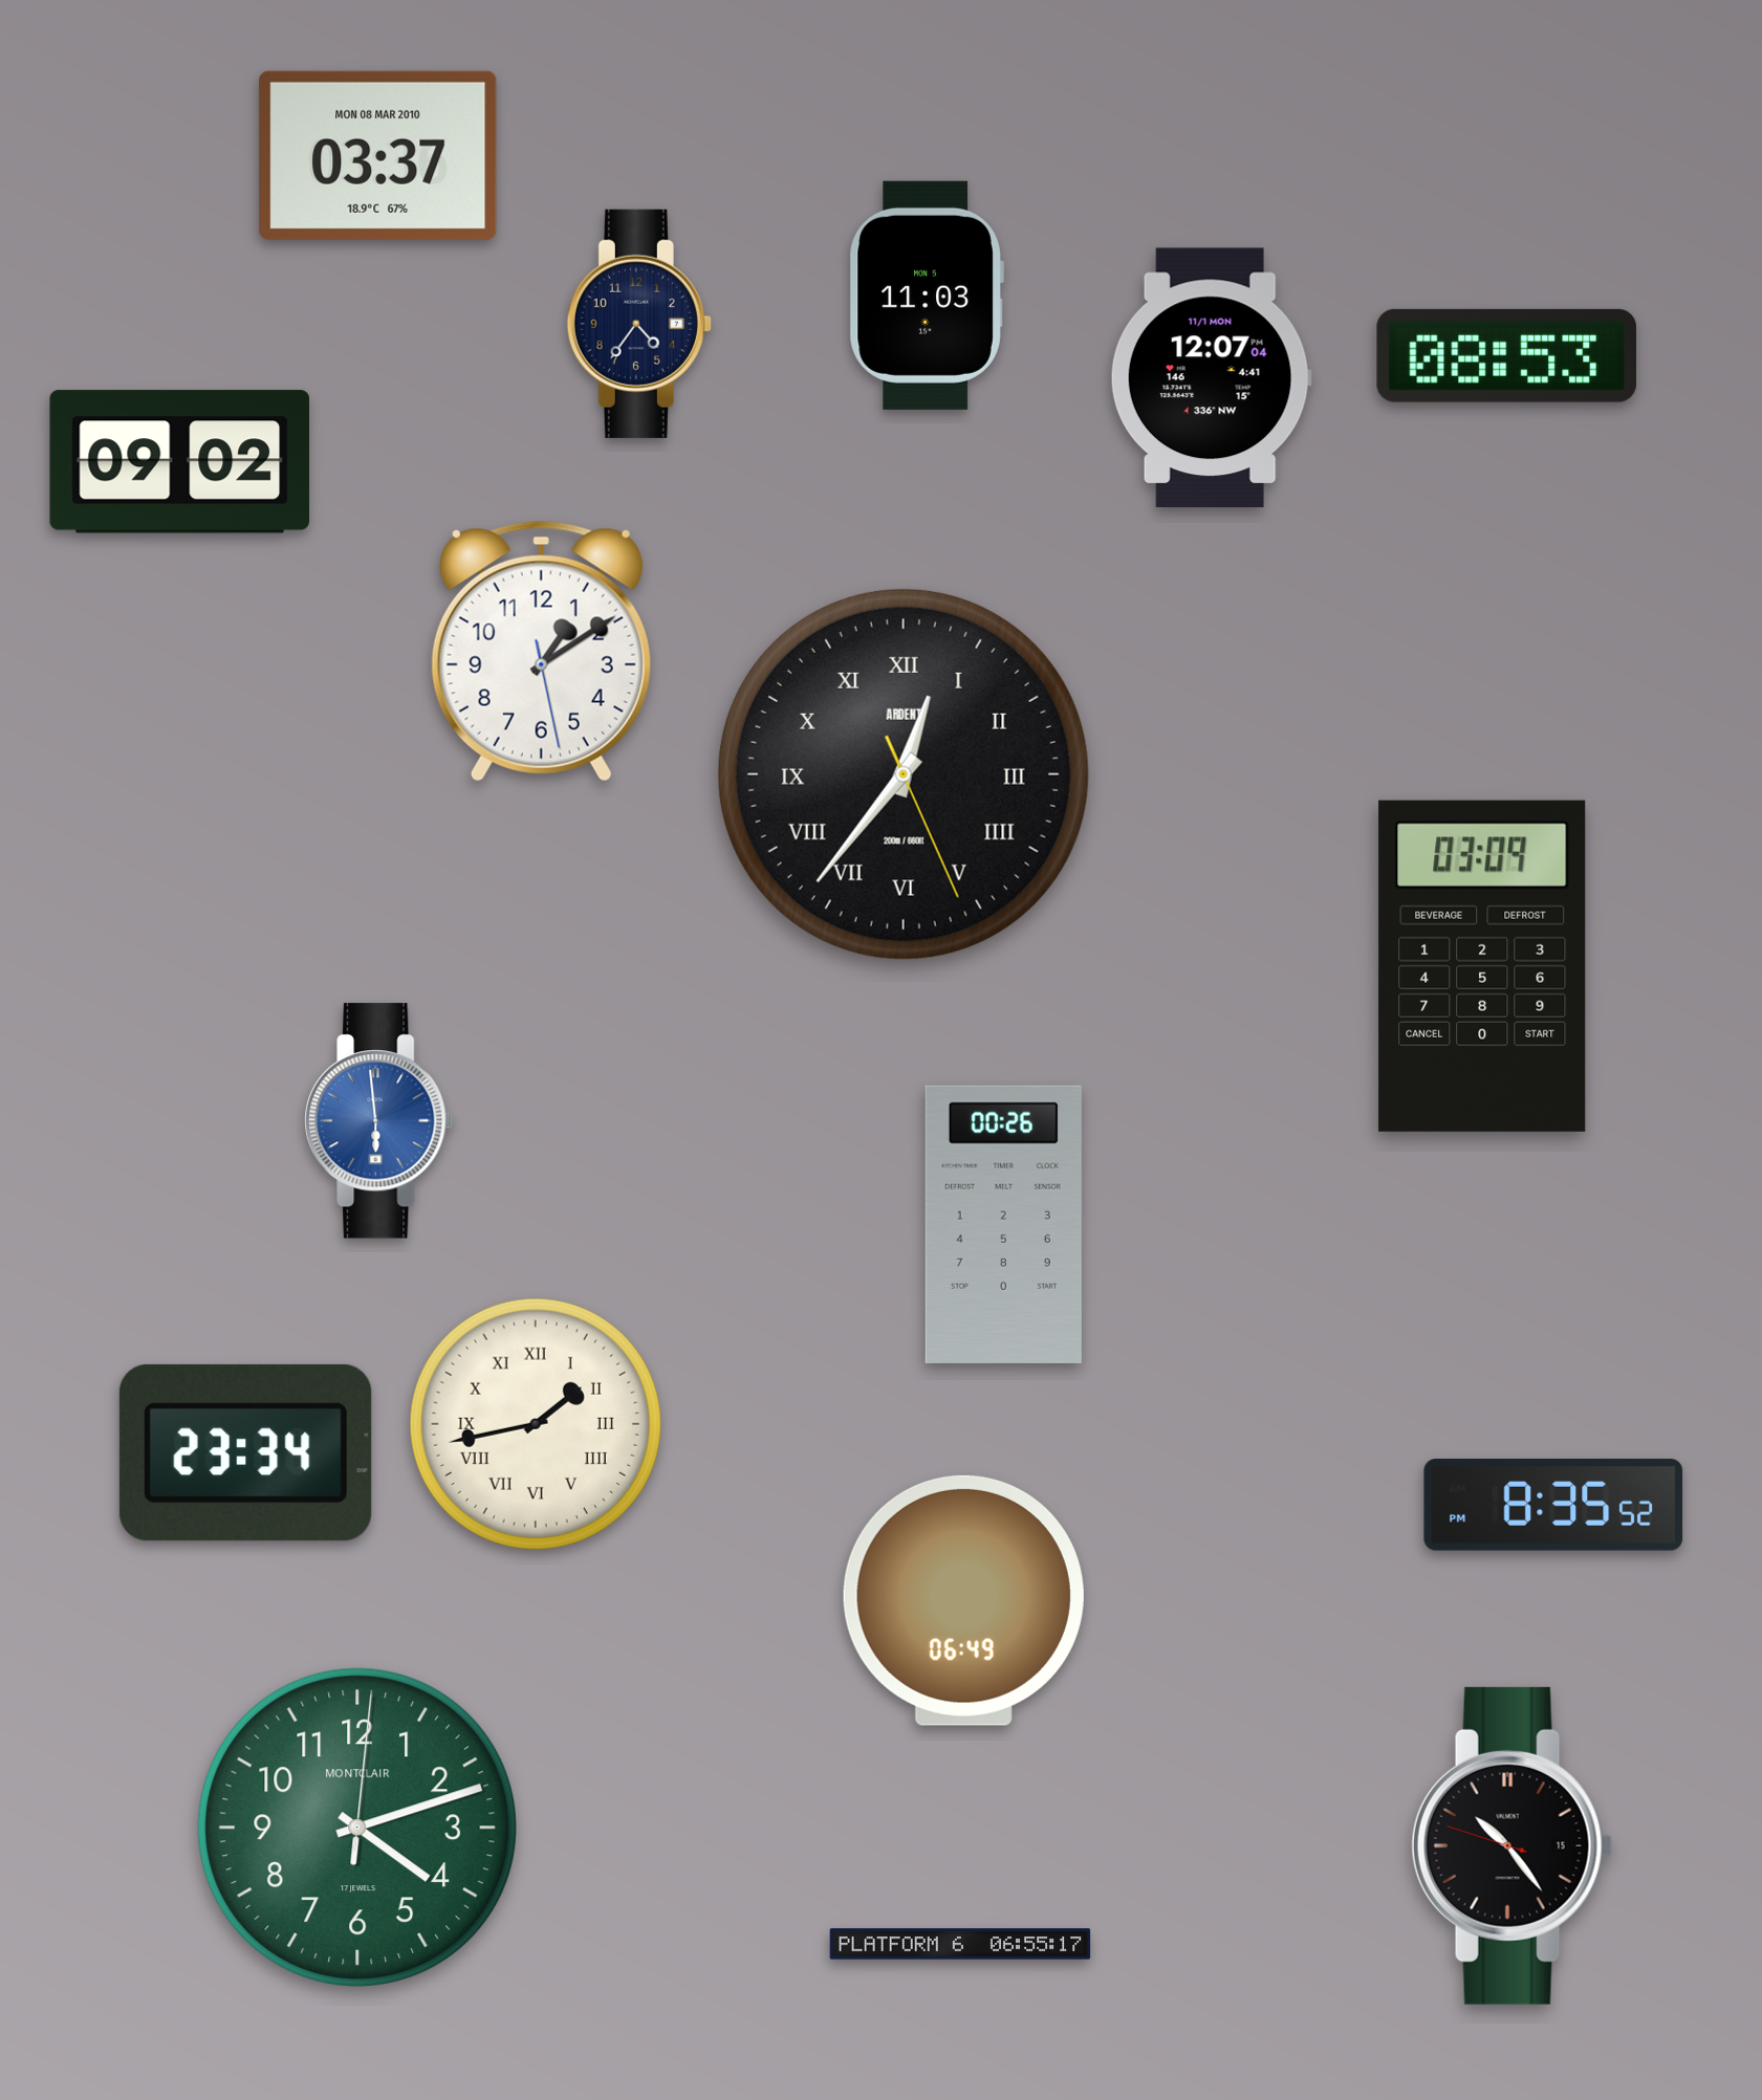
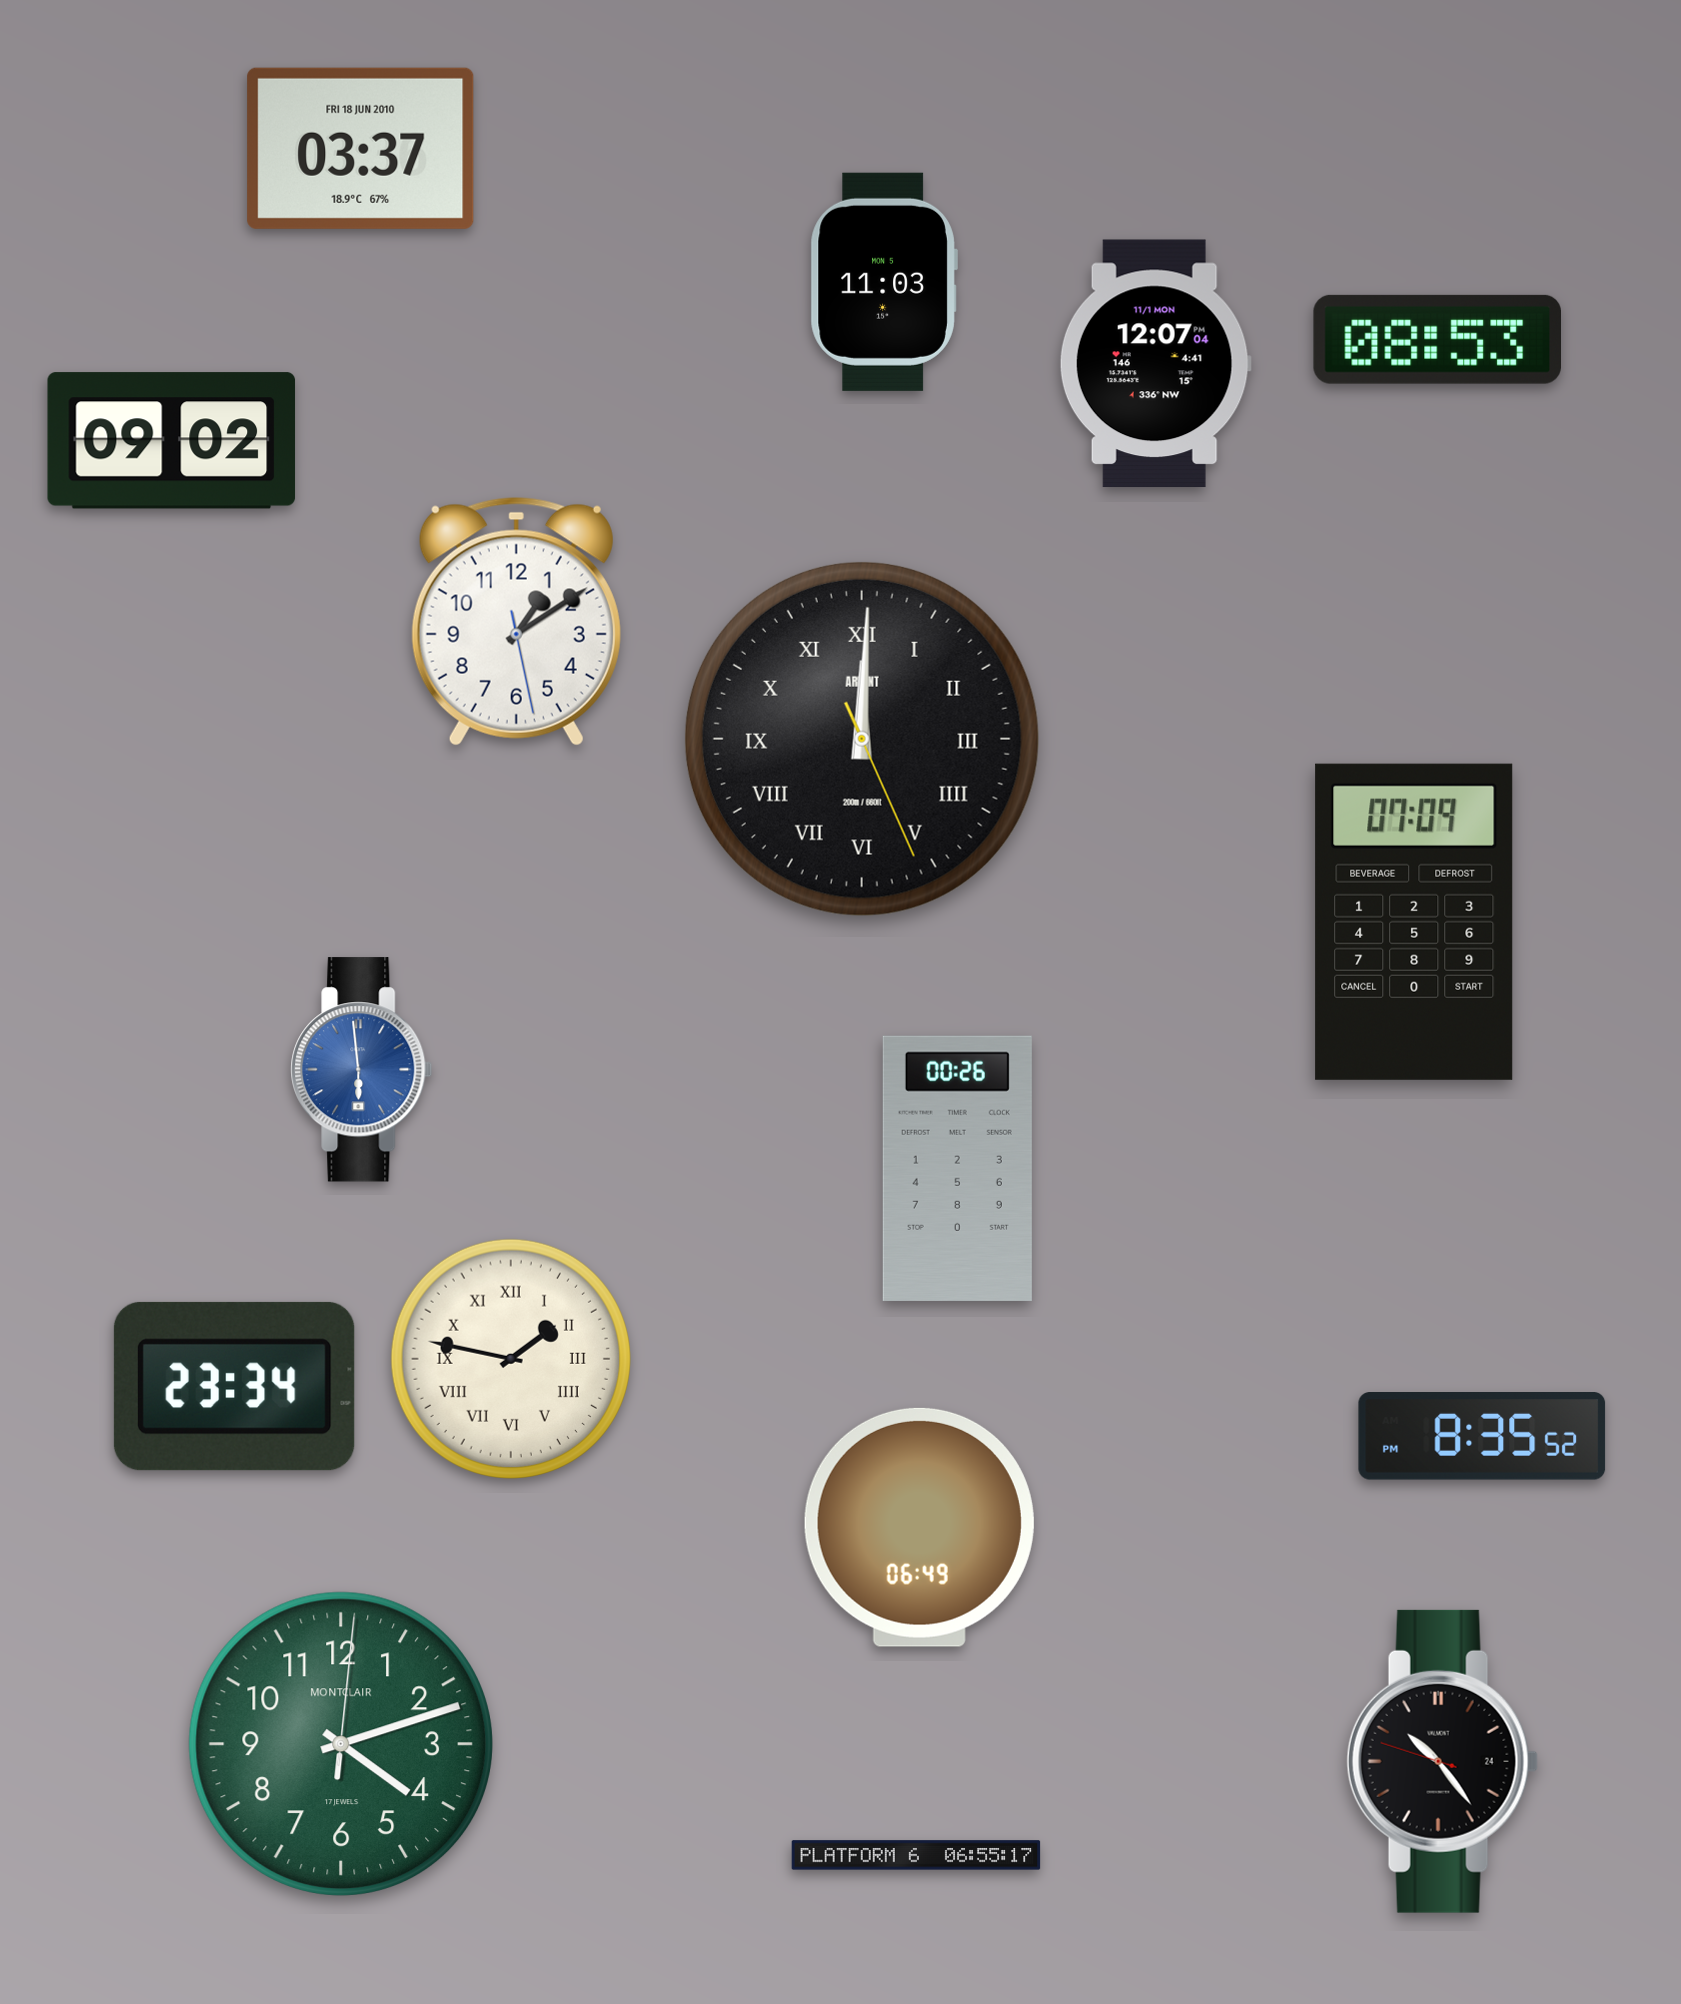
clock at (378, 155) date: MON 08 MAR 2010 -> FRI 18 JUN 2010
clock at (639, 324): 4:36 -> none
clock at (1211, 378) position: (1211, 378) -> (1155, 364)
clock at (904, 774): 12:36 -> 12:00
clock at (1482, 966): 03:09 -> 07:09
clock at (536, 1424): 1:43 -> 1:47
clock at (1511, 1845) date: 15 -> 24
